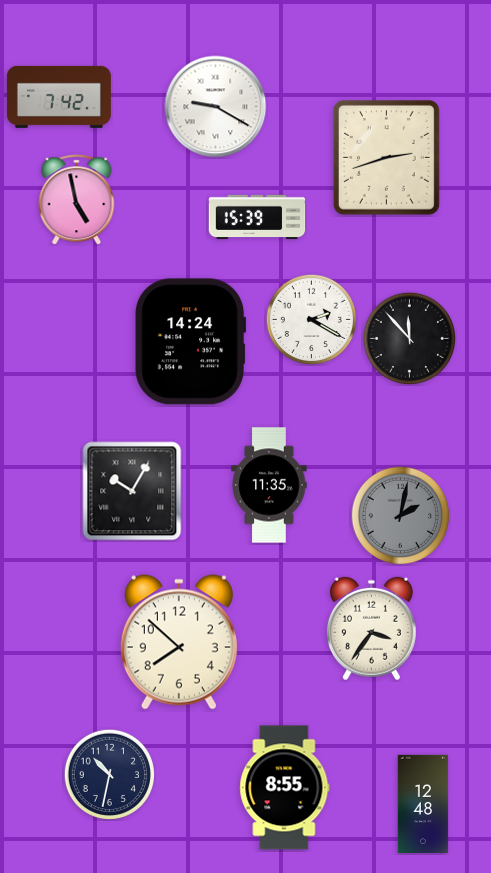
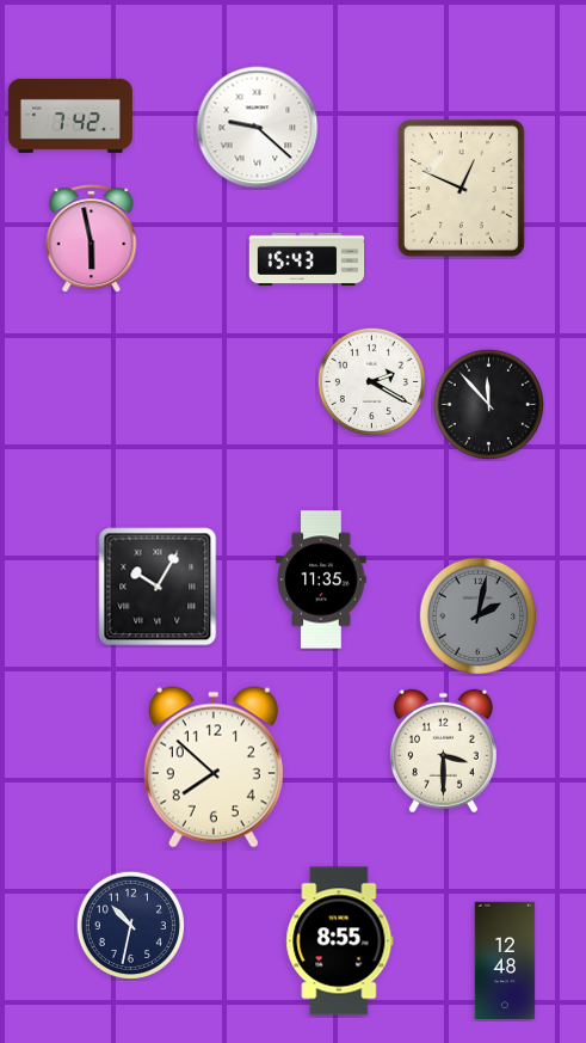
clock at (216, 107): 9:20 -> 9:22
clock at (386, 157): 2:42 -> 12:49
clock at (77, 200): 4:58 -> 5:58
clock at (257, 217): 15:39 -> 15:43
clock at (191, 342): 14:24 -> none
clock at (371, 629): 3:36 -> 3:30
